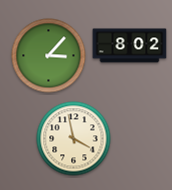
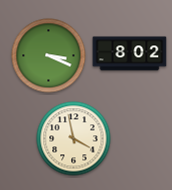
clock at (130, 46) position: (130, 46) -> (130, 54)
clock at (49, 56): 3:07 -> 3:19
